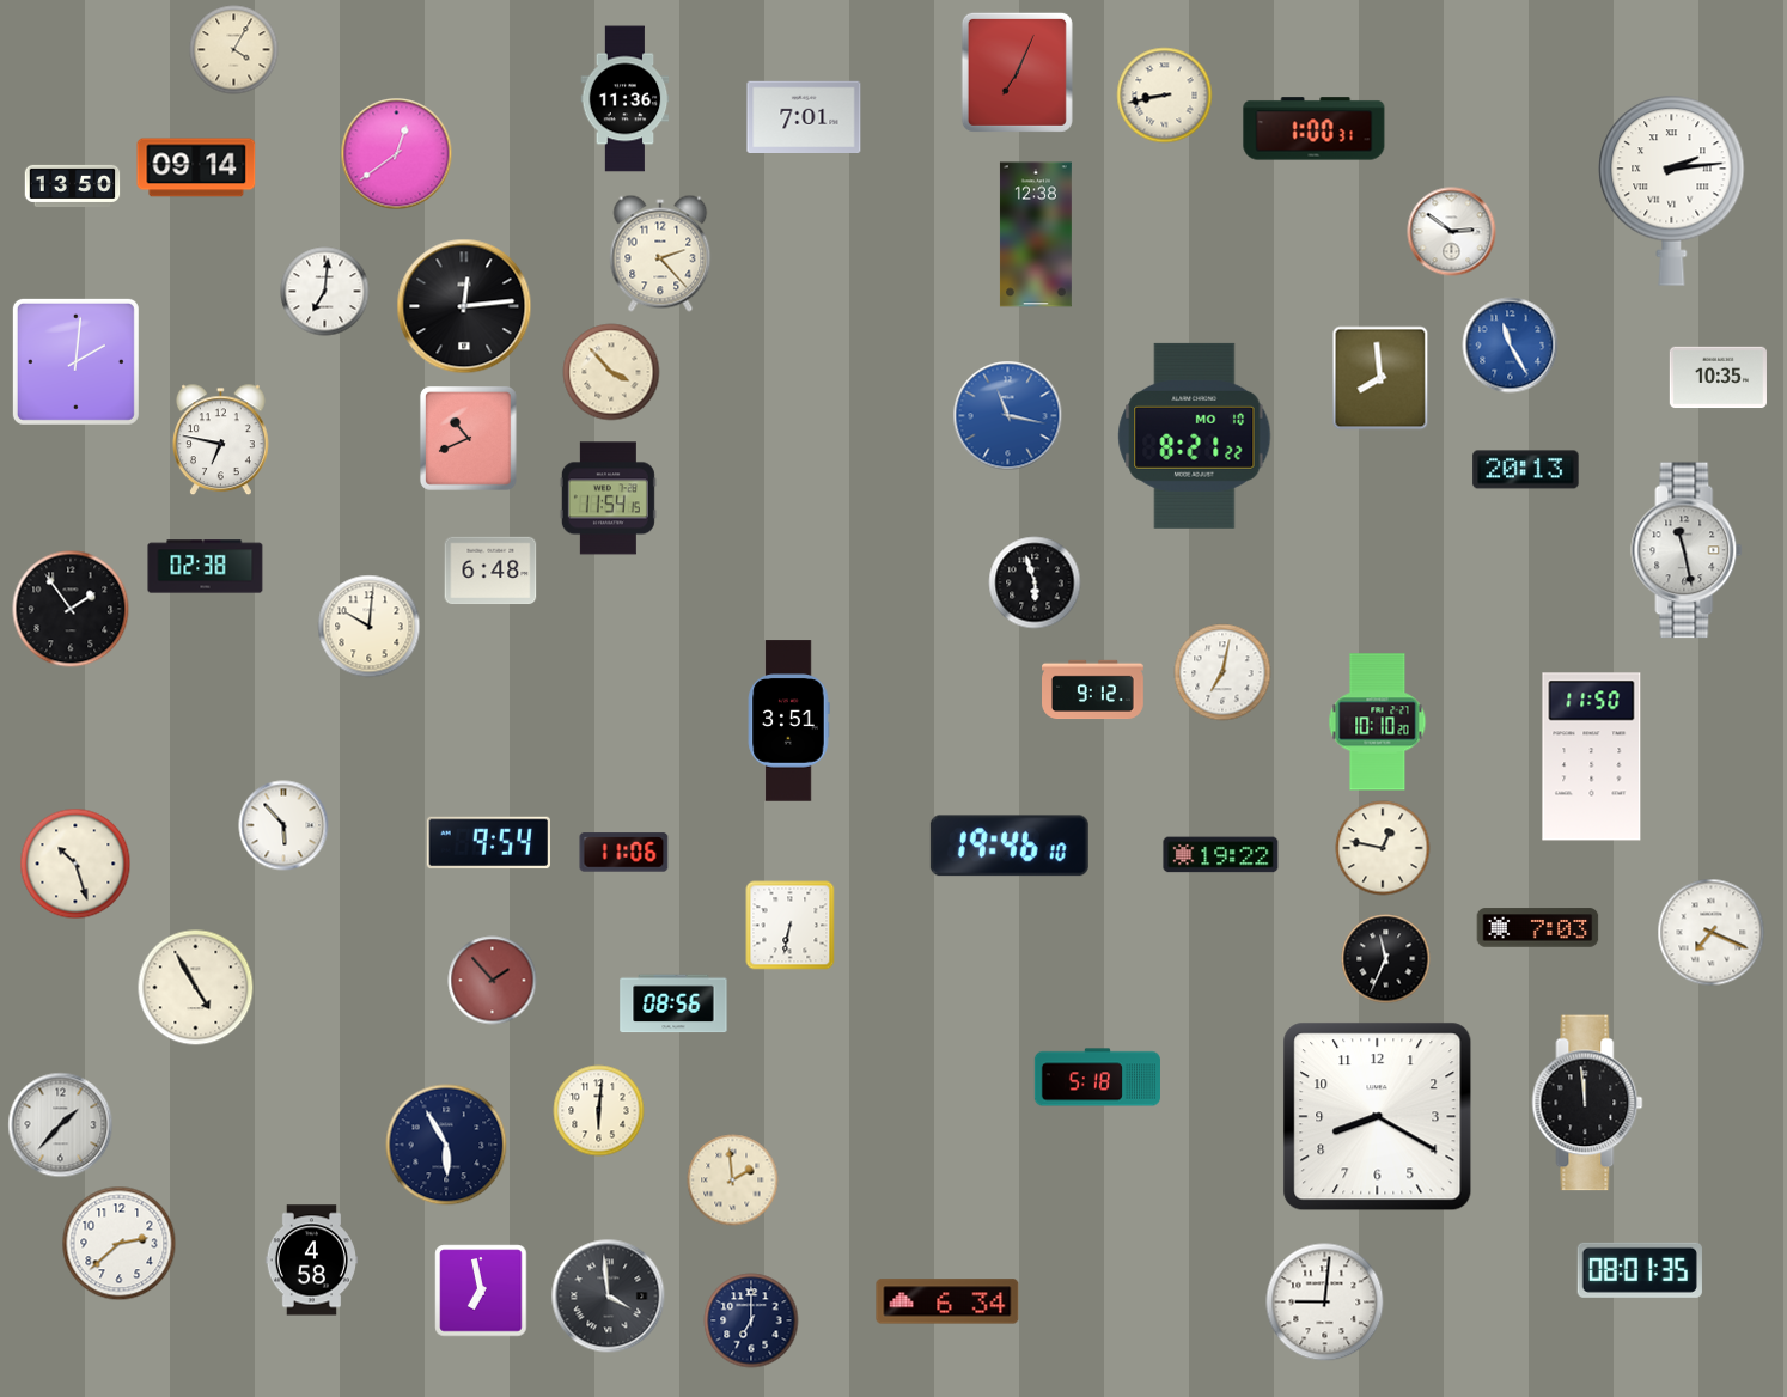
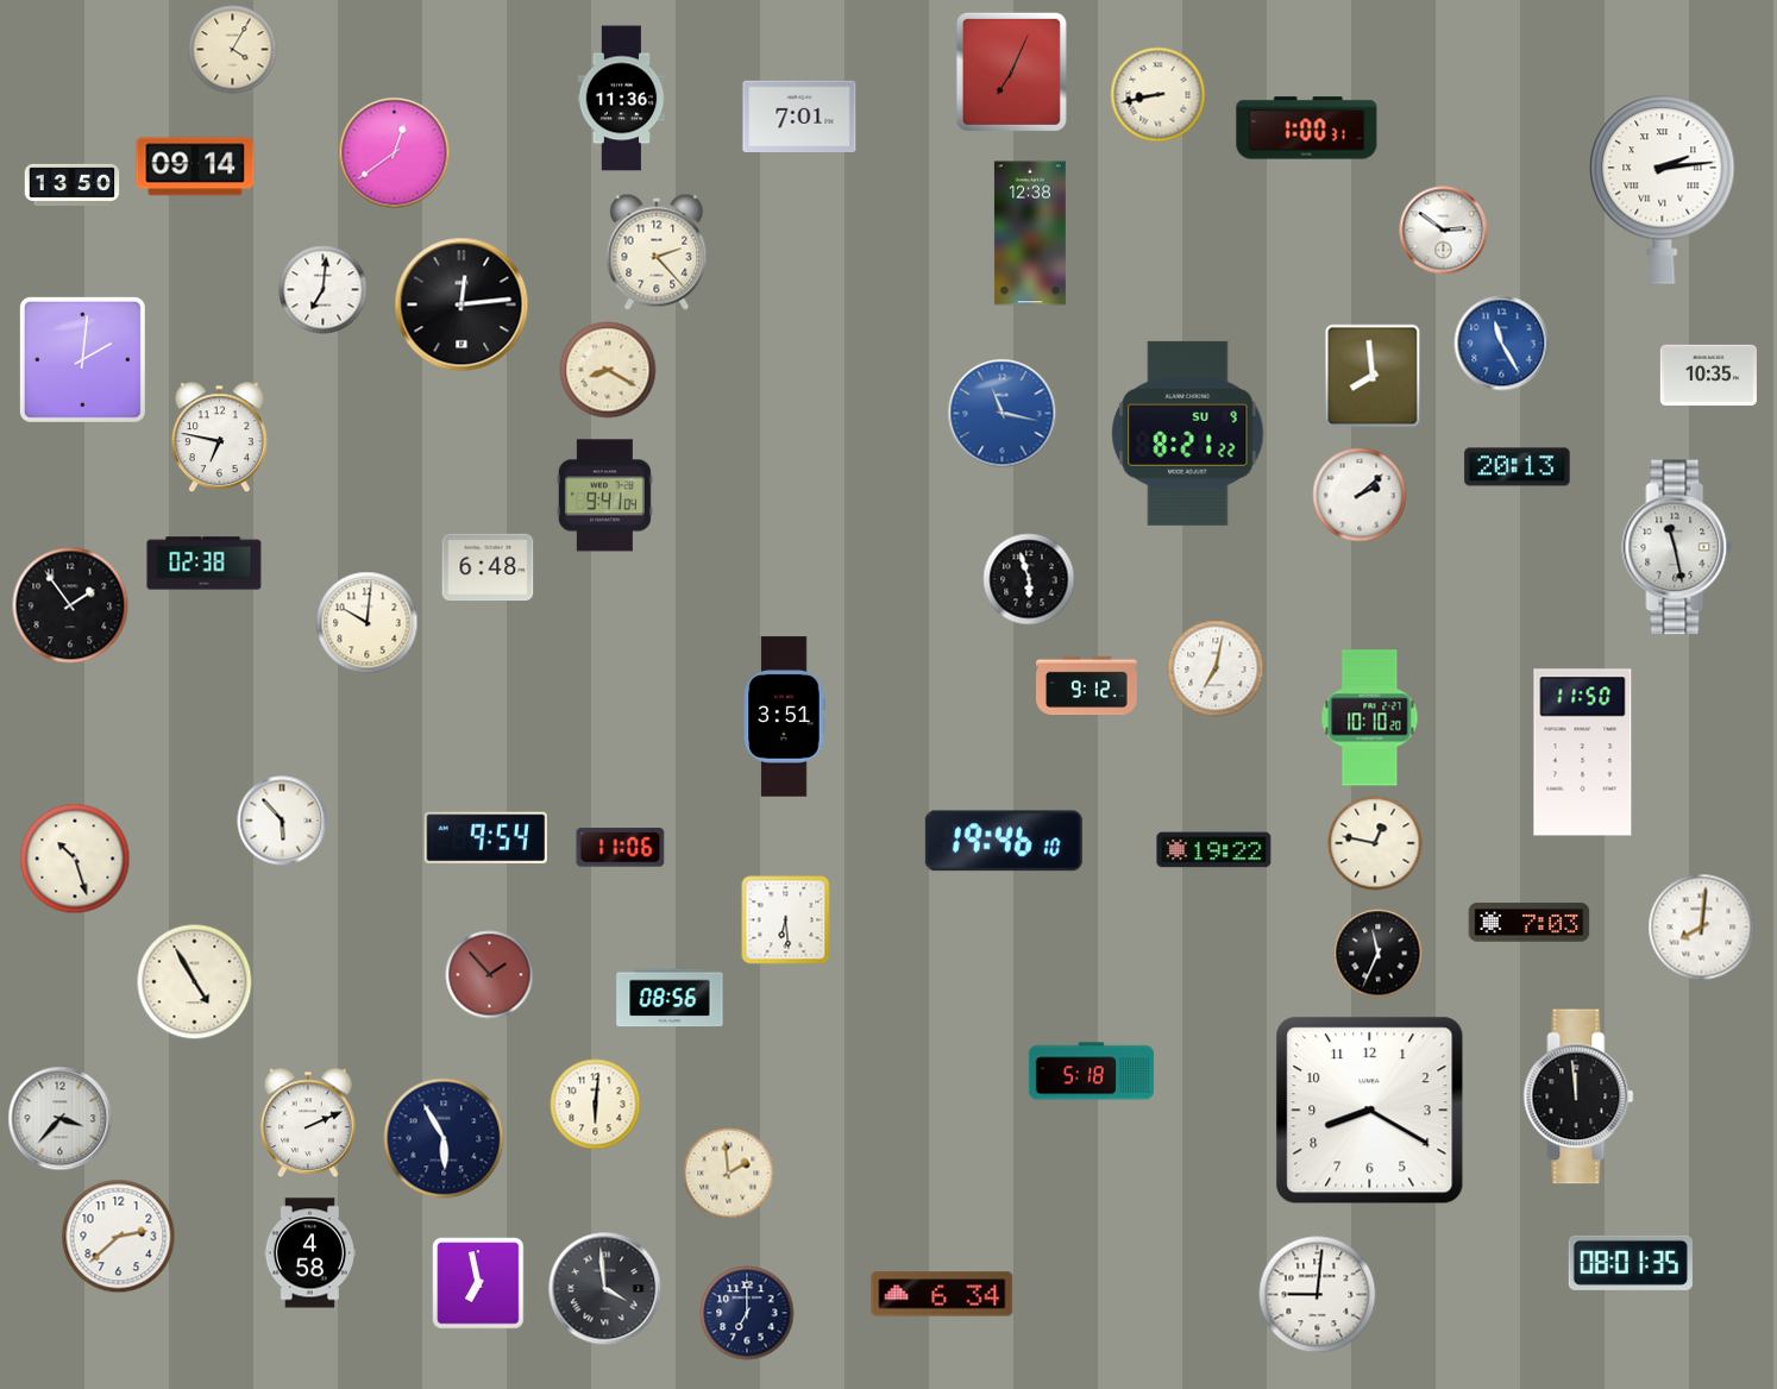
clock at (75, 361) position: (75, 361) -> (82, 359)
clock at (611, 372): 3:53 -> 8:20
clock at (1195, 435) date: MO 10 -> SU 9
clock at (468, 438): 10:41 -> none
clock at (1360, 495): none -> 2:08
clock at (608, 499): 11:54 -> 9:41
clock at (791, 926): 6:32 -> 6:29
clock at (1712, 933): 7:19 -> 8:01
clock at (61, 1125): 1:37 -> 3:37
clock at (308, 1123): none -> 2:11
